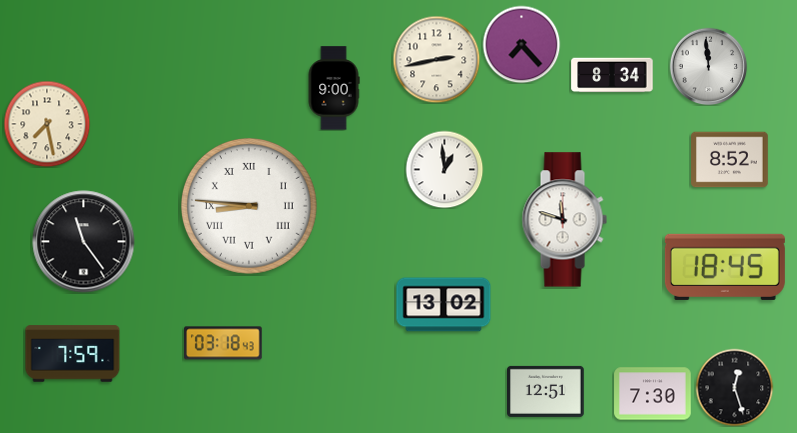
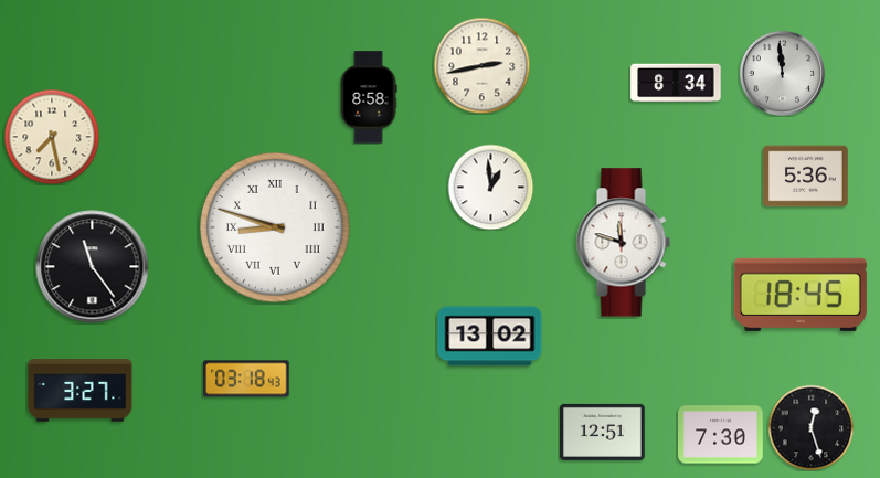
clock at (521, 44): 7:23 -> none
clock at (334, 88): 9:00 -> 8:58
clock at (730, 160): 8:52 -> 5:36
clock at (249, 206): 8:46 -> 8:48
clock at (73, 354): 7:59 -> 3:27
